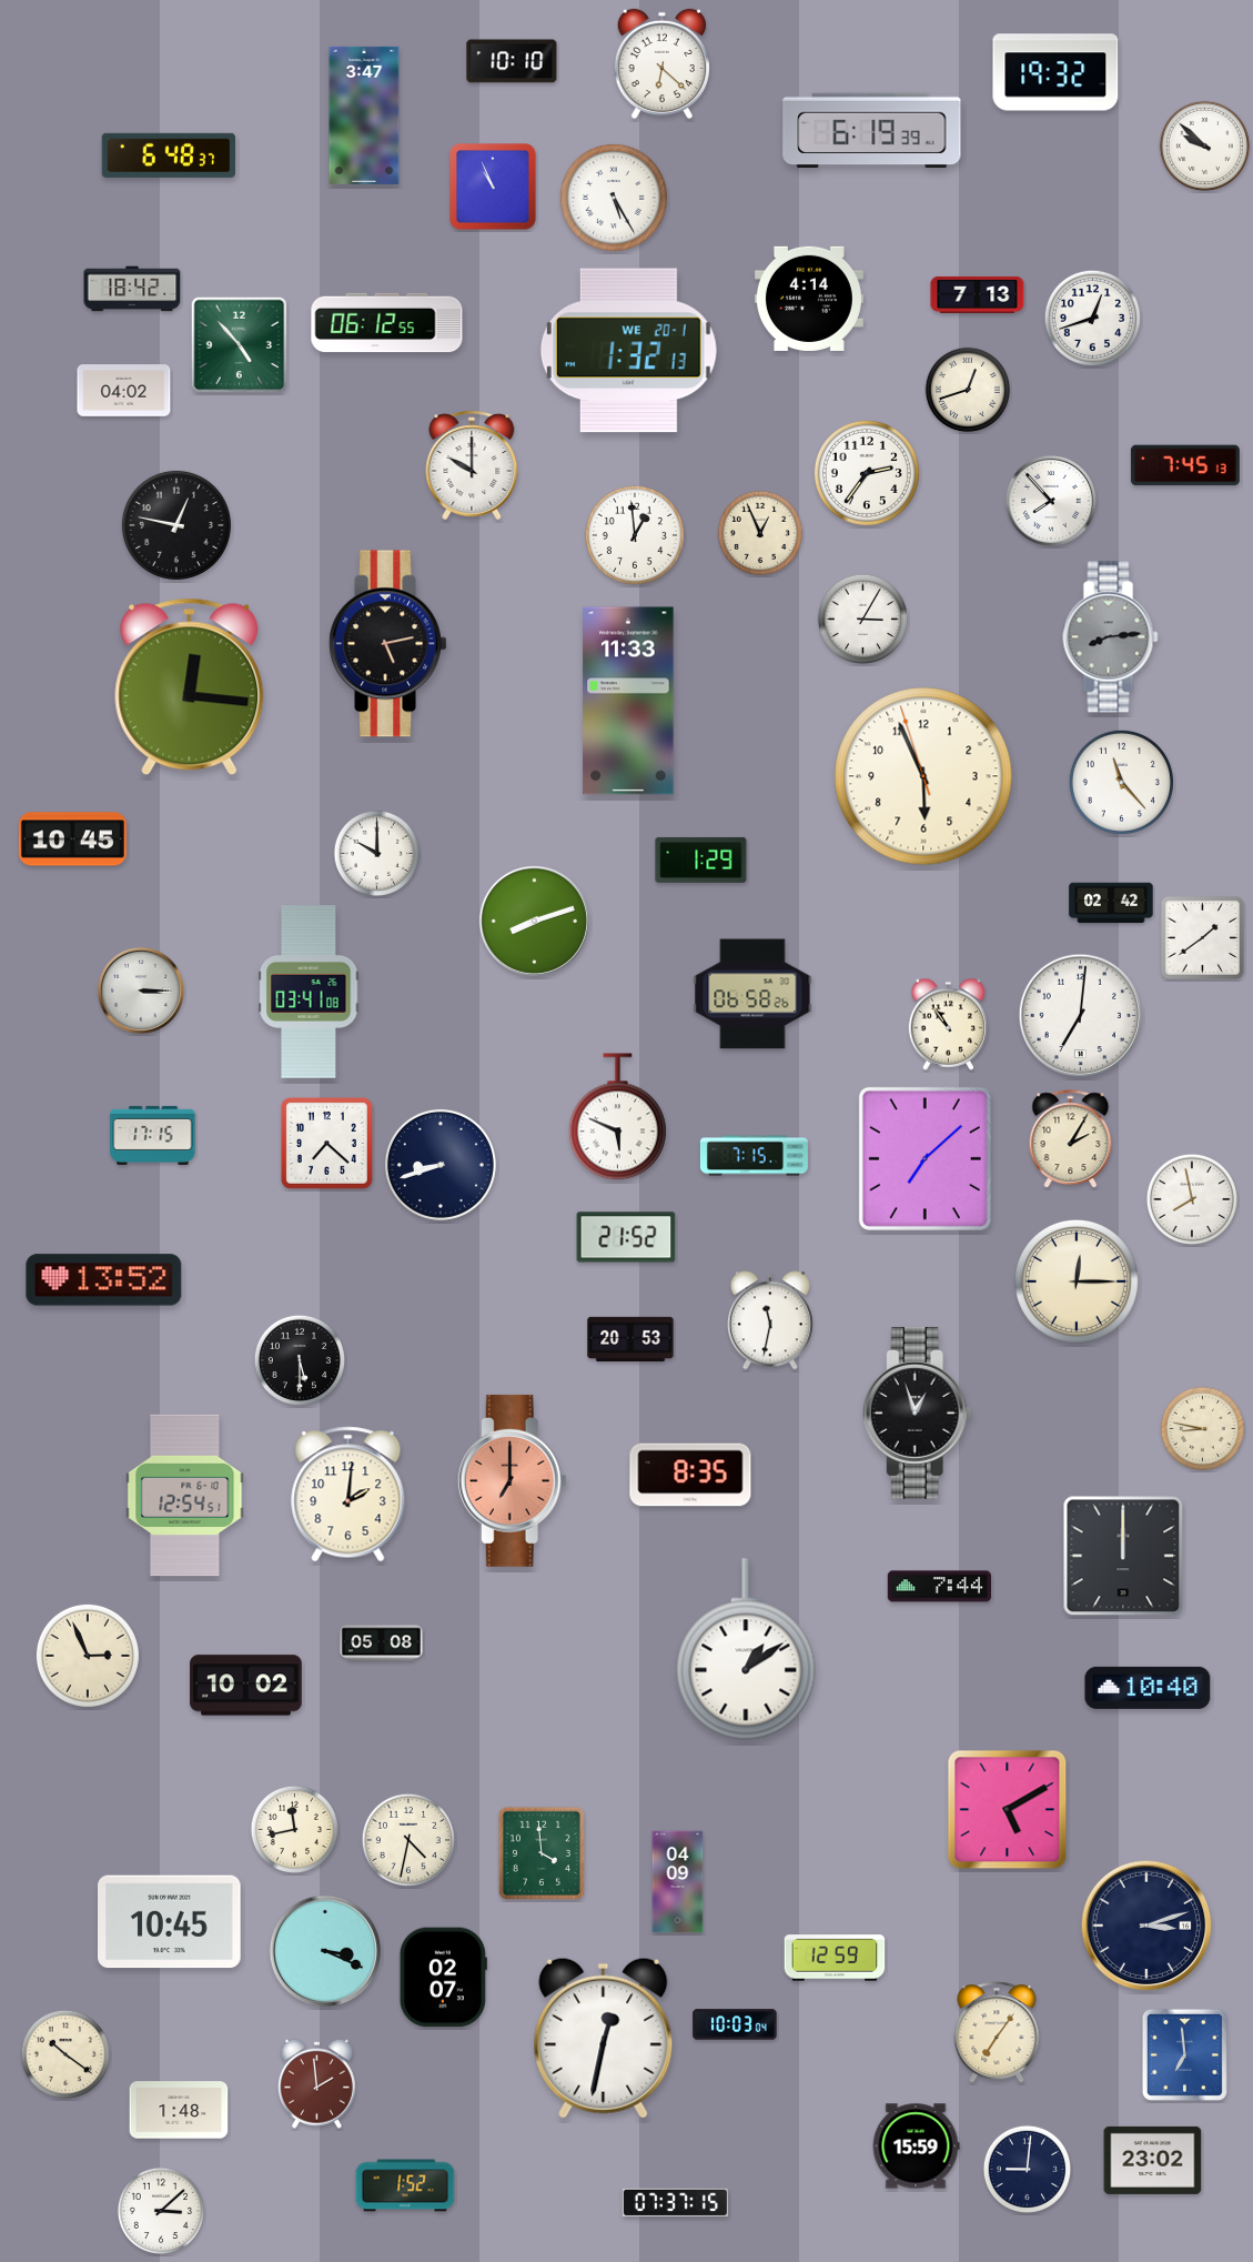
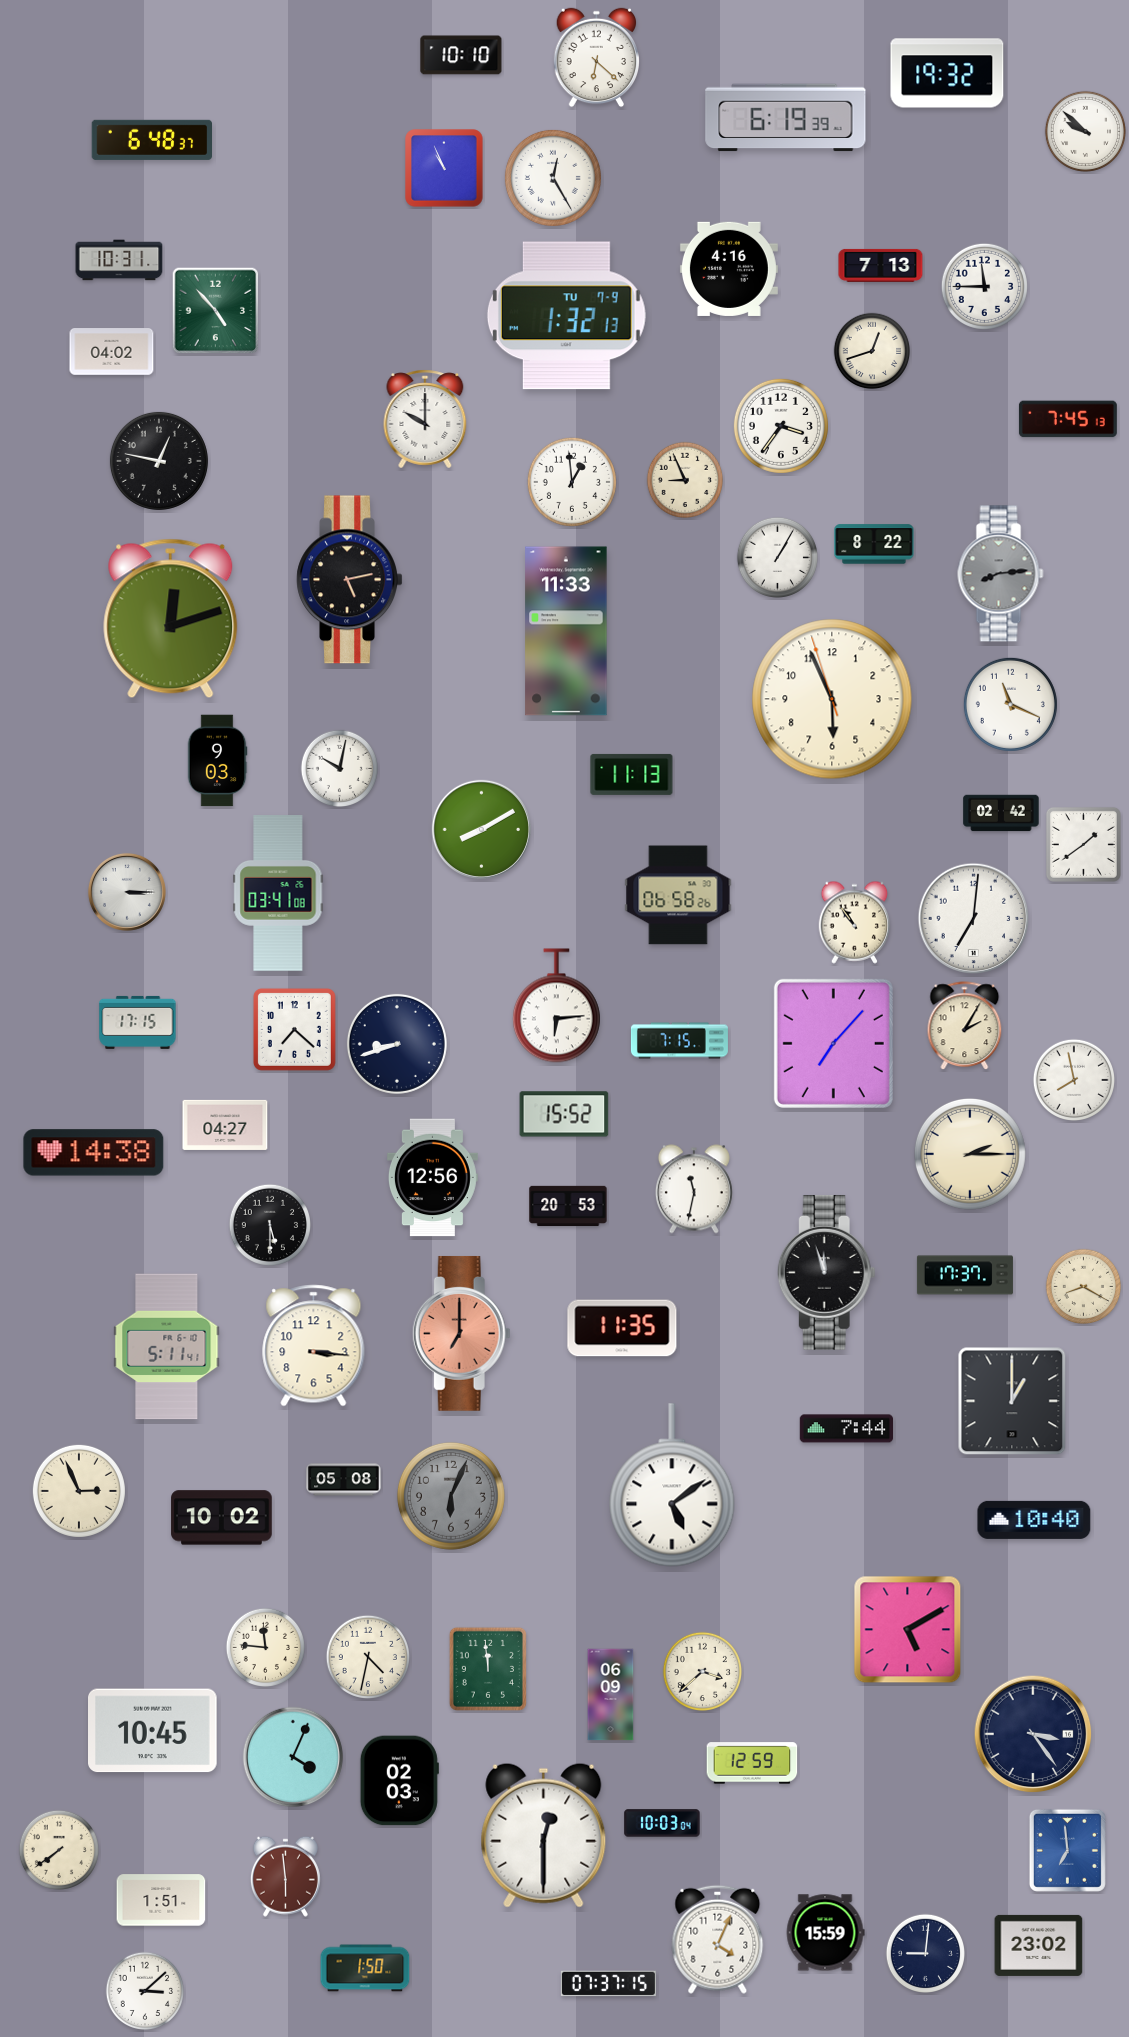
clock at (1055, 72) position: (1055, 72) -> (947, 73)
clock at (364, 115): 3:47 -> none
clock at (614, 198): 5:25 -> 12:25
clock at (132, 289): 18:42 -> 10:31
clock at (809, 299): 4:14 -> 4:16
clock at (1092, 318): 12:42 -> 11:45
clock at (387, 323): 06:12 -> none
clock at (628, 351) date: WE 20-1 -> TU 7-9
clock at (867, 473): 2:36 -> 3:36
clock at (1051, 501): 7:53 -> none
clock at (176, 525) position: (176, 525) -> (159, 461)
clock at (760, 533): 12:56 -> 8:56
clock at (874, 544): none -> 8:22
clock at (862, 619): 3:05 -> 1:05
clock at (190, 687): 12:16 -> 12:12
clock at (1121, 782): 11:23 -> 11:19
clock at (72, 840): 10:45 -> none
clock at (217, 761): none -> 9:03
clock at (377, 854): 10:00 -> 10:02
clock at (701, 859): 1:29 -> 11:13
clock at (534, 921): 8:12 -> 8:10
clock at (1081, 1016) position: (1081, 1016) -> (974, 919)
clock at (617, 1117): 5:49 -> 6:14
clock at (924, 1158): 7:08 -> 7:07
clock at (441, 1165) position: (441, 1165) -> (397, 1044)
clock at (626, 1237): 21:52 -> 15:52
clock at (225, 1125): none -> 04:27
clock at (104, 1280): 13:52 -> 14:38
clock at (1077, 1281): 12:15 -> 2:15
clock at (432, 1178): none -> 12:56
clock at (917, 1413): 12:57 -> 11:57
clock at (965, 1275): none -> 17:37
clock at (1203, 1429): 8:47 -> 8:20
clock at (690, 1475): 8:35 -> 11:35
clock at (348, 1495): 2:01 -> 3:16
clock at (185, 1496): 12:54 -> 5:11
clock at (1123, 1556): 12:00 -> 1:00
clock at (746, 1649): 1:09 -> 5:09
clock at (451, 1496): none -> 6:04
clock at (294, 1829): 11:43 -> 11:46
clock at (542, 1853): 3:59 -> 11:59
clock at (702, 1671): none -> 3:38
clock at (678, 1882): 04:09 -> 06:09
clock at (1146, 1926): 3:12 -> 3:24
clock at (324, 1950): 3:19 -> 4:04
clock at (443, 1978): 02:07 -> 02:03
clock at (997, 2032): 7:06 -> none
clock at (604, 2038): 12:32 -> 12:30
clock at (64, 2053): 10:21 -> 7:39
clock at (316, 2083): 1:59 -> 5:59
clock at (179, 2110): 1:48 -> 1:51
clock at (718, 1939): none -> 4:04
clock at (405, 2185): 1:52 -> 1:50
